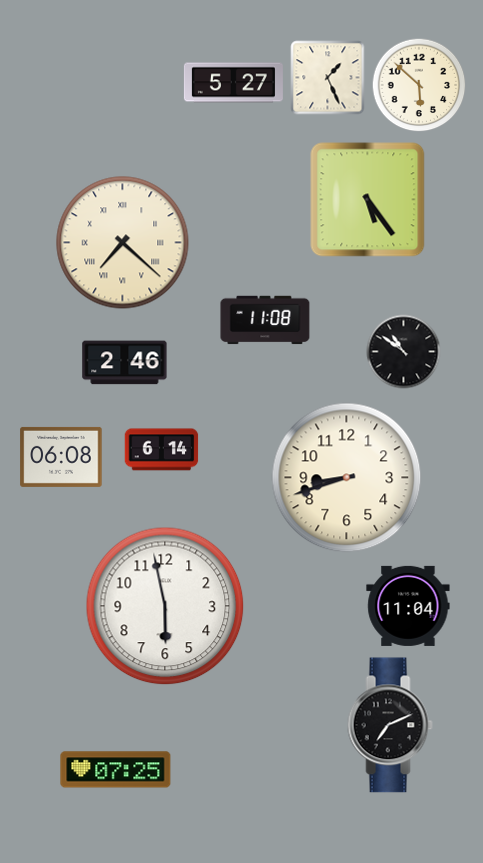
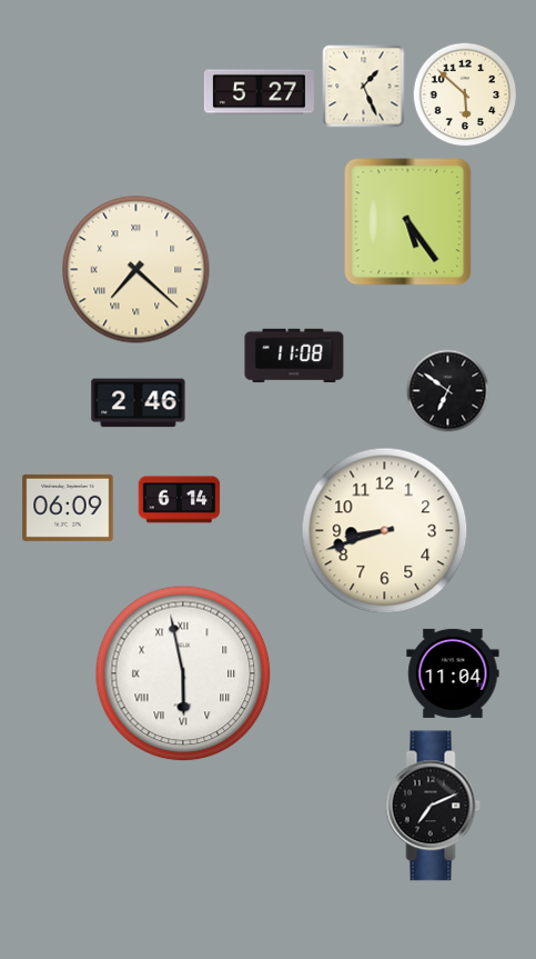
clock at (404, 352): 10:51 -> 6:51
clock at (61, 457): 06:08 -> 06:09
clock at (165, 606) numerals: Arabic -> Roman
clock at (116, 770): 07:25 -> none
